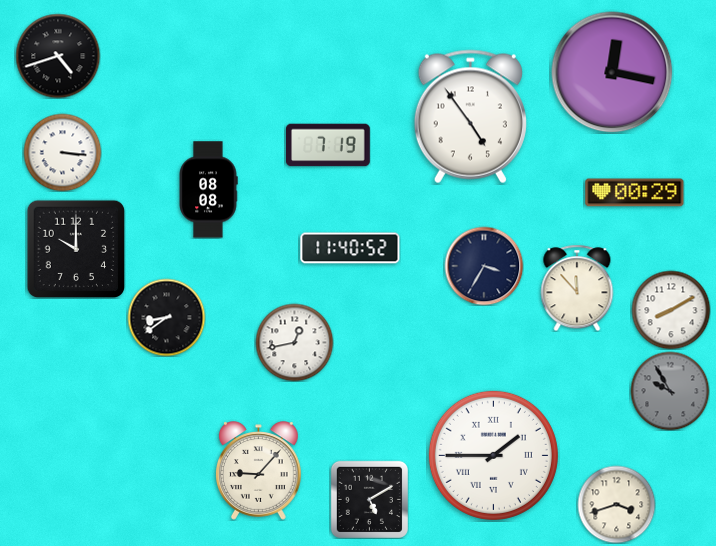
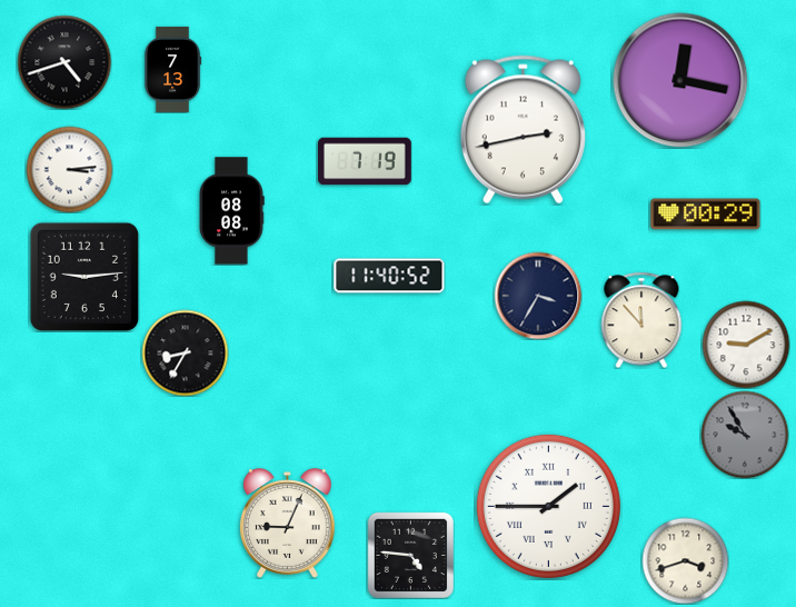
clock at (173, 69): none -> 7:13
clock at (470, 117): 4:54 -> 2:43
clock at (62, 152): 3:16 -> 3:14
clock at (76, 249): 10:00 -> 9:14
clock at (671, 310): 8:10 -> 9:10
clock at (166, 317): 8:39 -> 8:35
clock at (294, 342): 12:43 -> none
clock at (259, 471): 9:07 -> 9:04
clock at (369, 499): 5:10 -> 4:46
